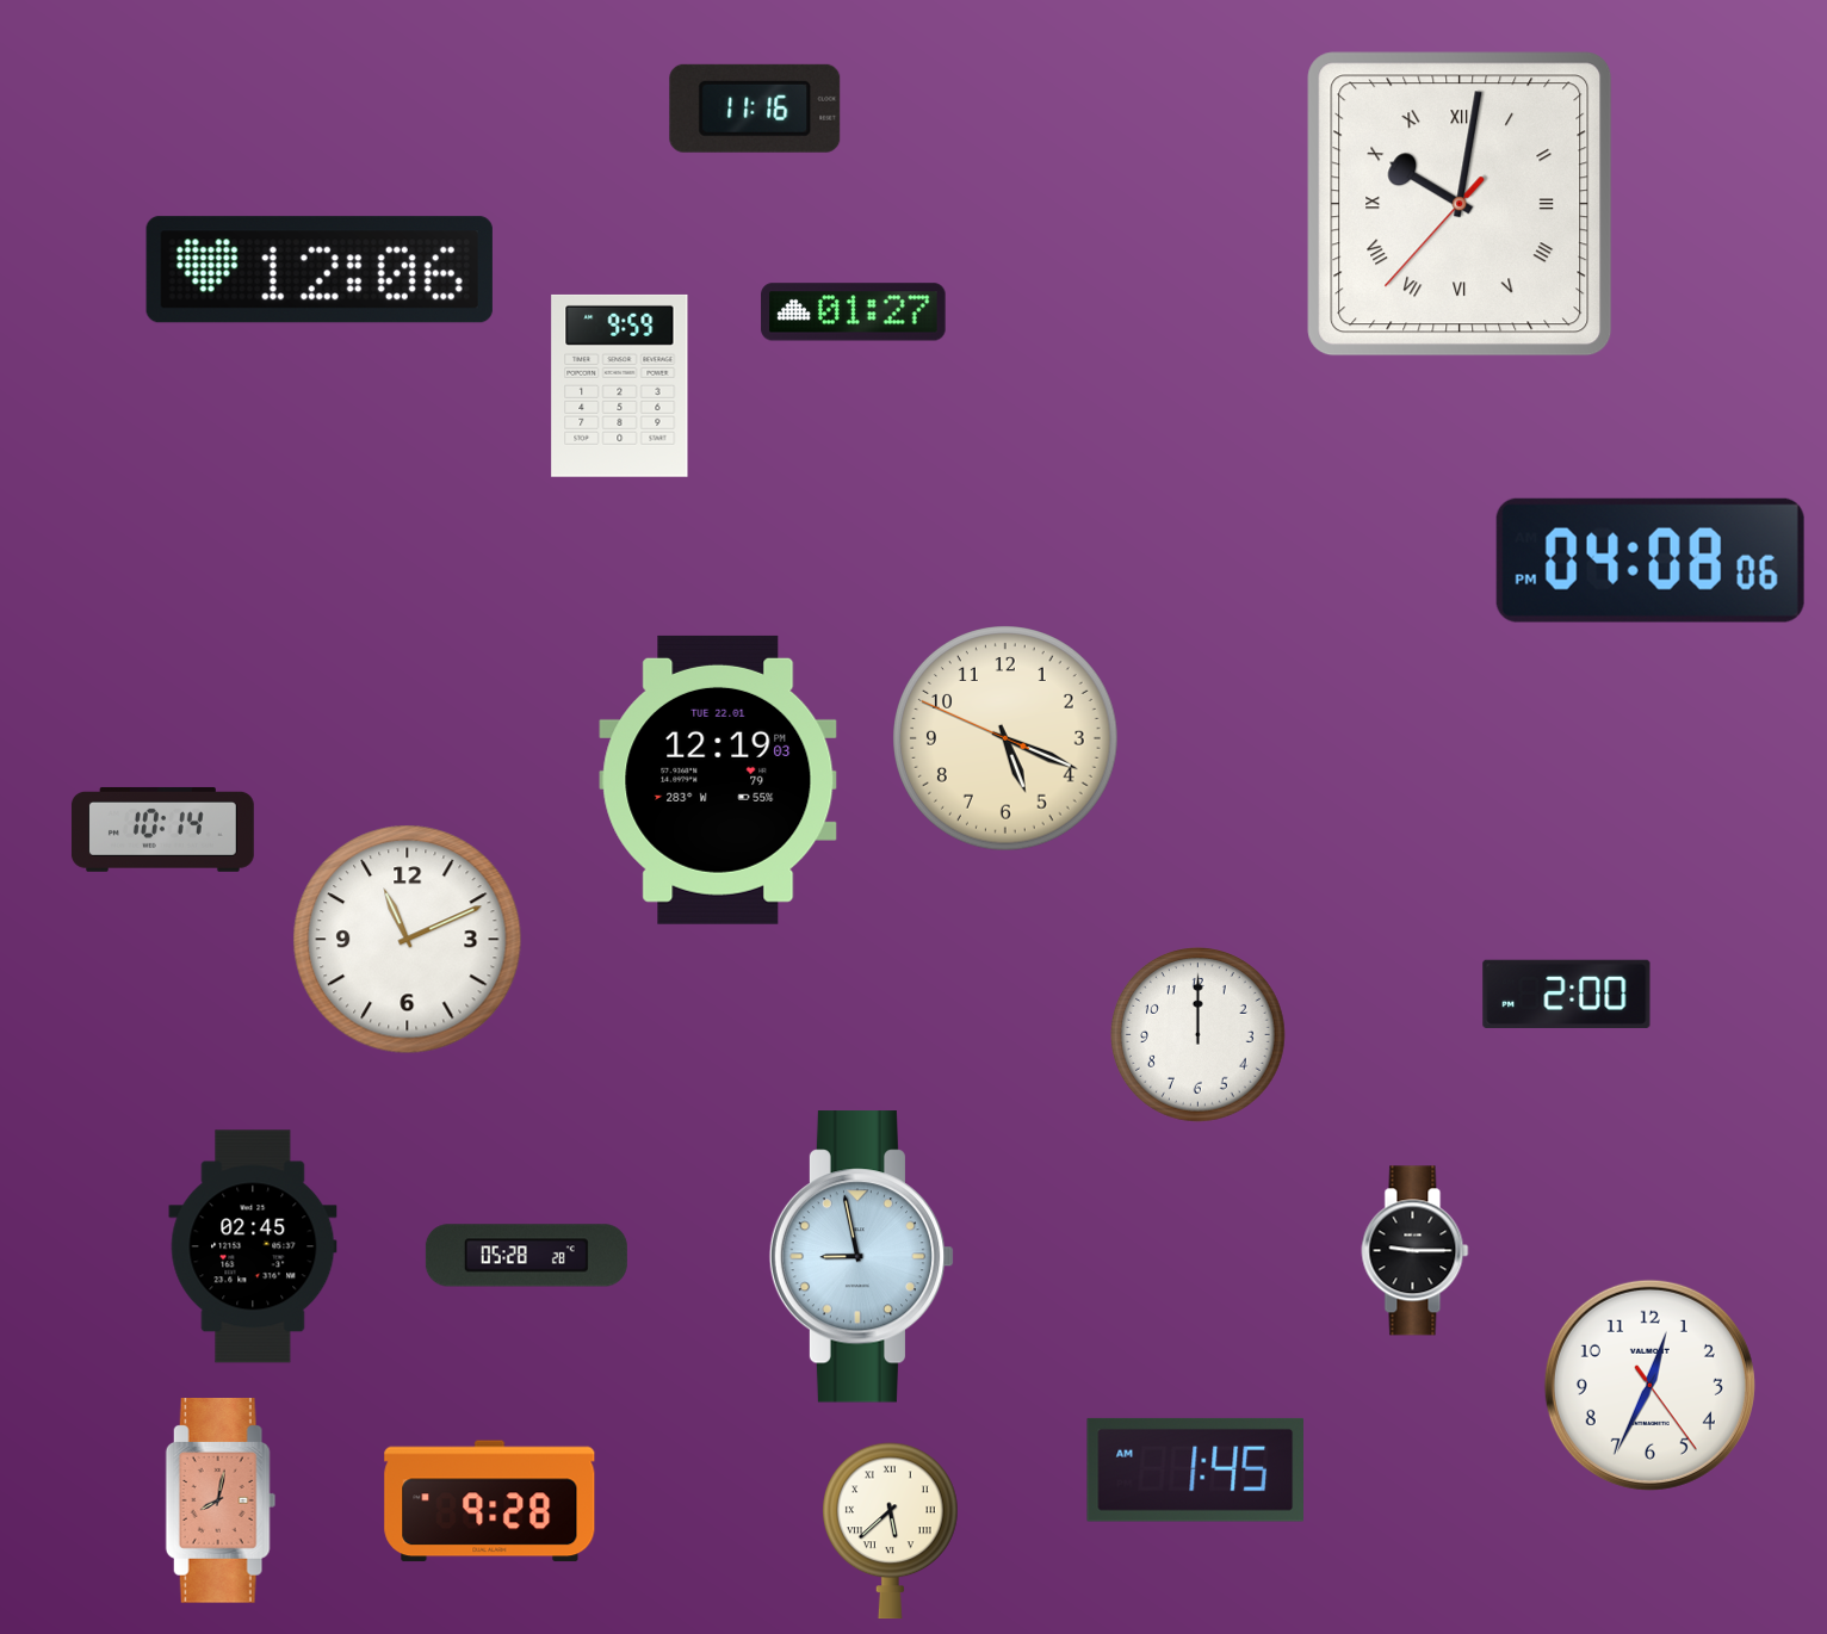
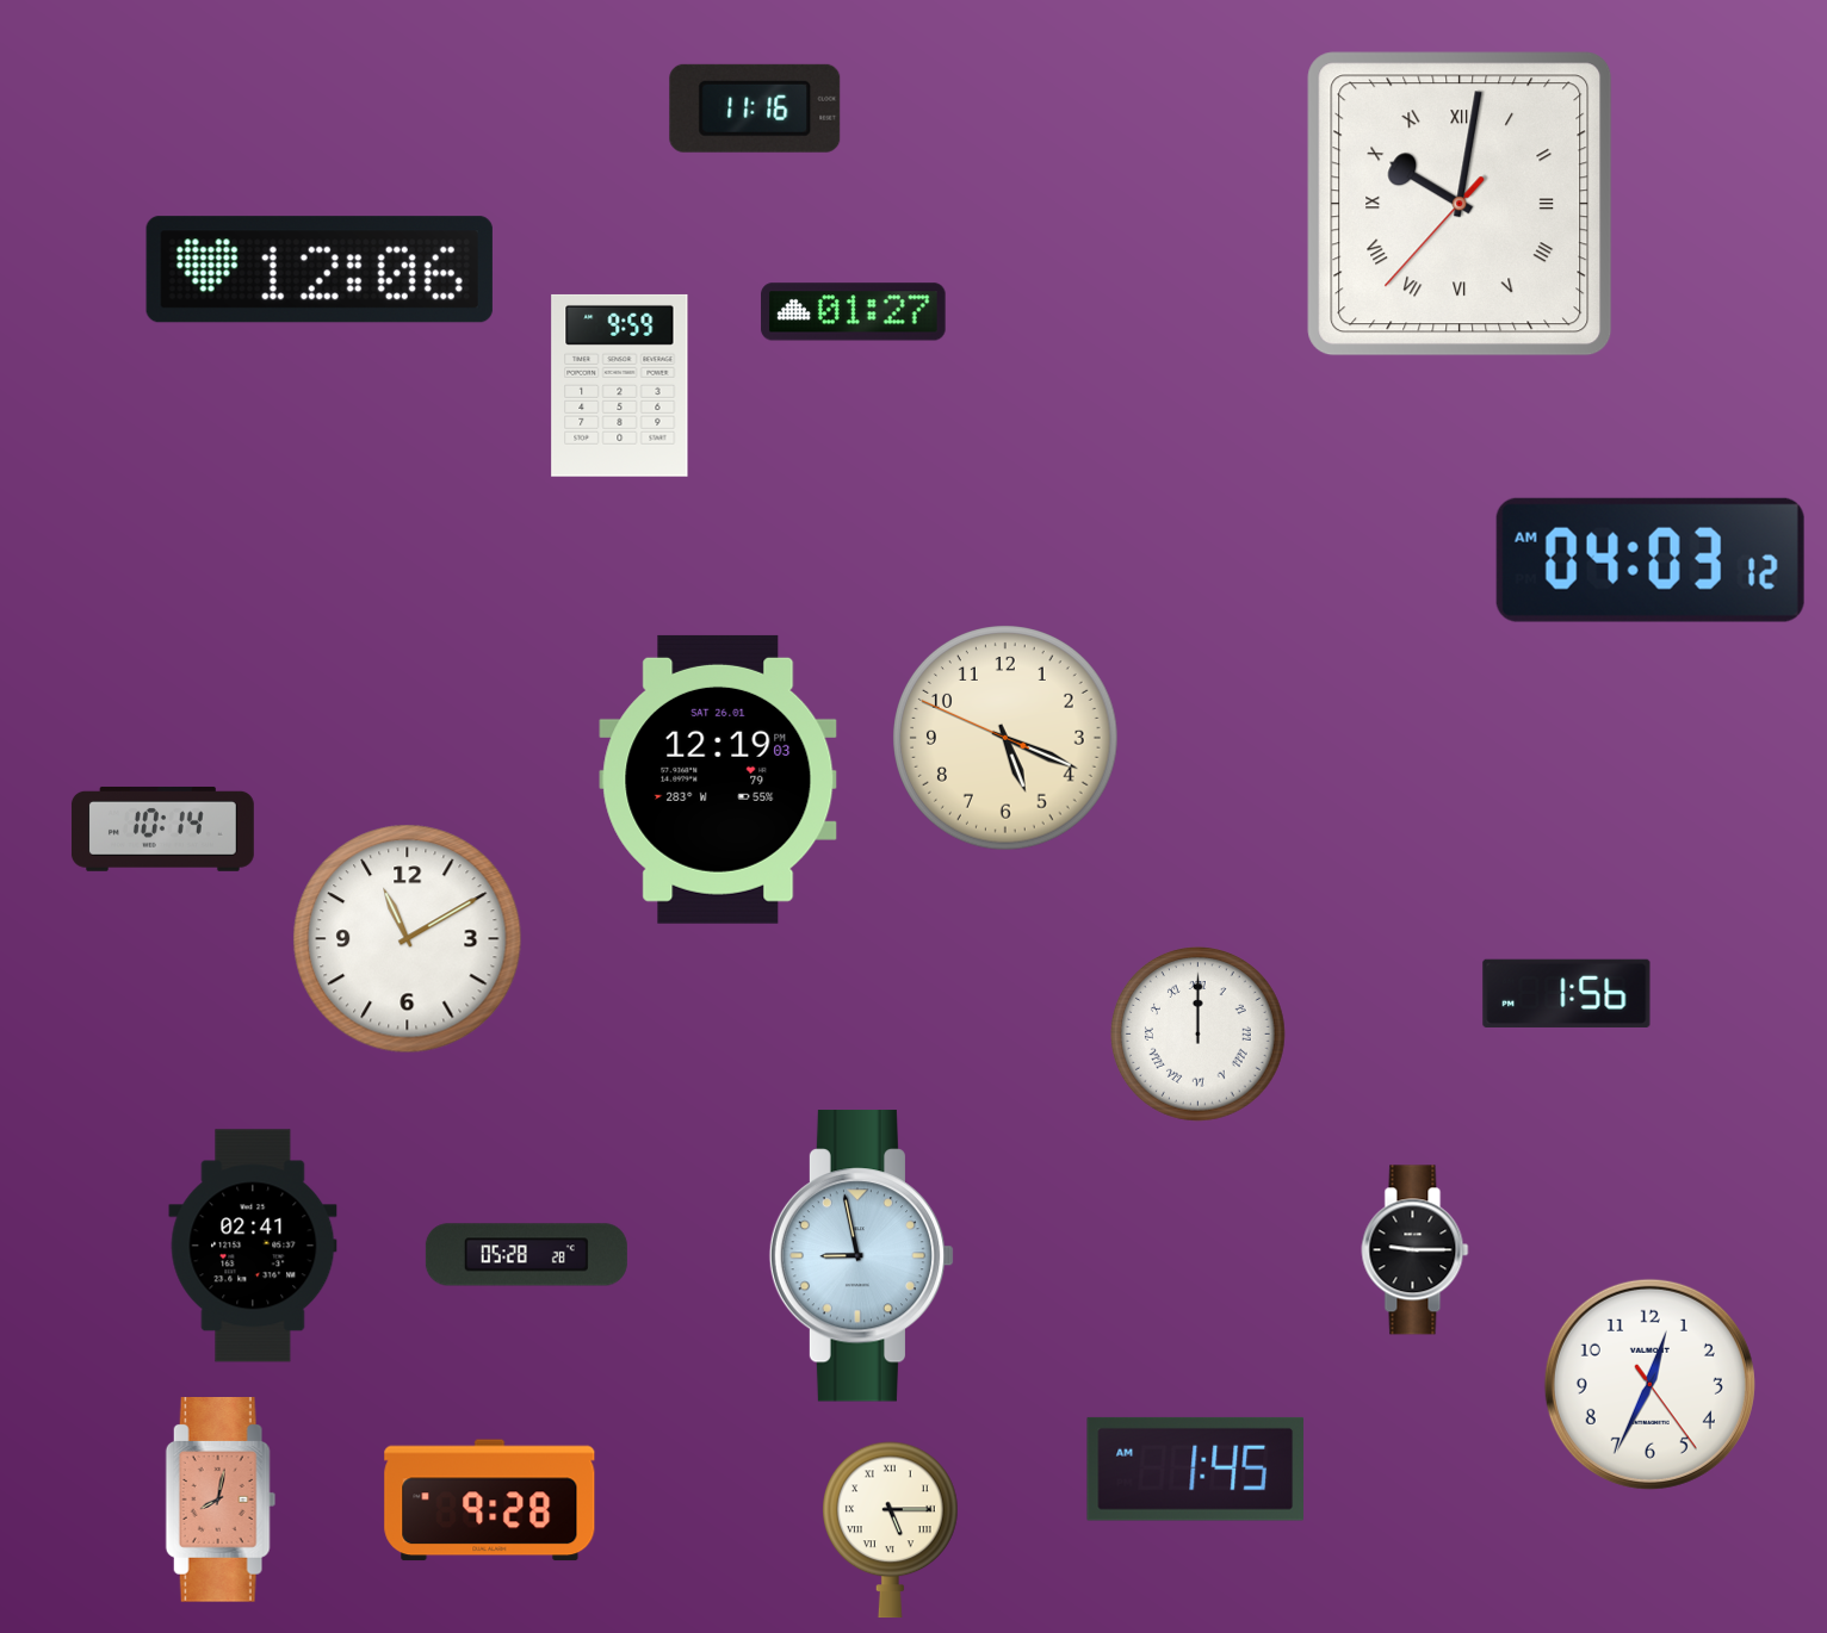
clock at (1651, 561): 04:08 -> 04:03
clock at (718, 780) date: TUE 22.01 -> SAT 26.01
clock at (408, 940): 11:11 -> 11:10
clock at (1567, 994): 2:00 -> 1:56
clock at (1199, 1035) numerals: Arabic -> Roman
clock at (253, 1246): 02:45 -> 02:41
clock at (891, 1531): 5:38 -> 5:15
